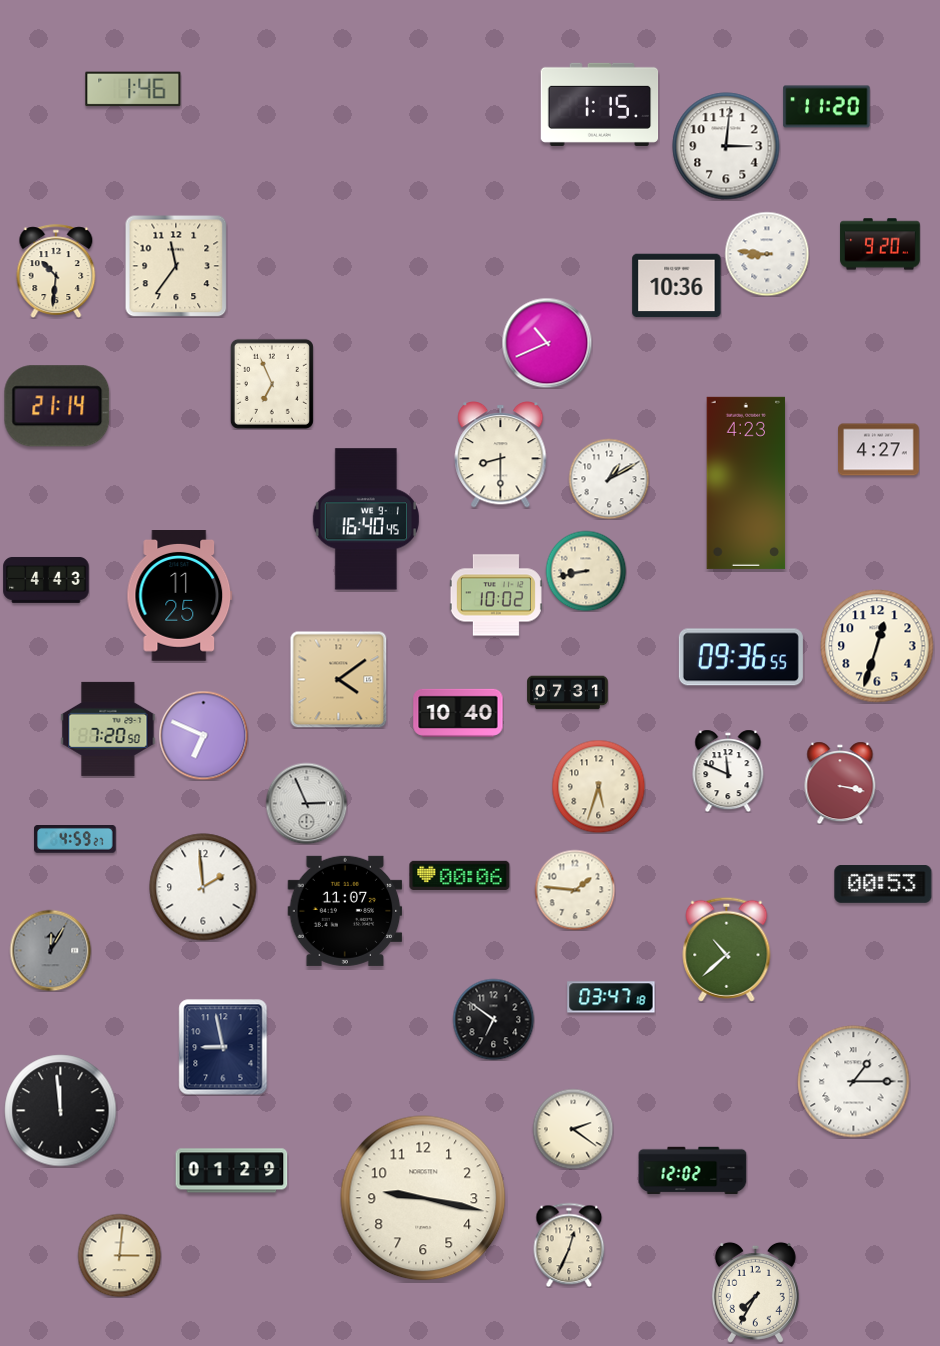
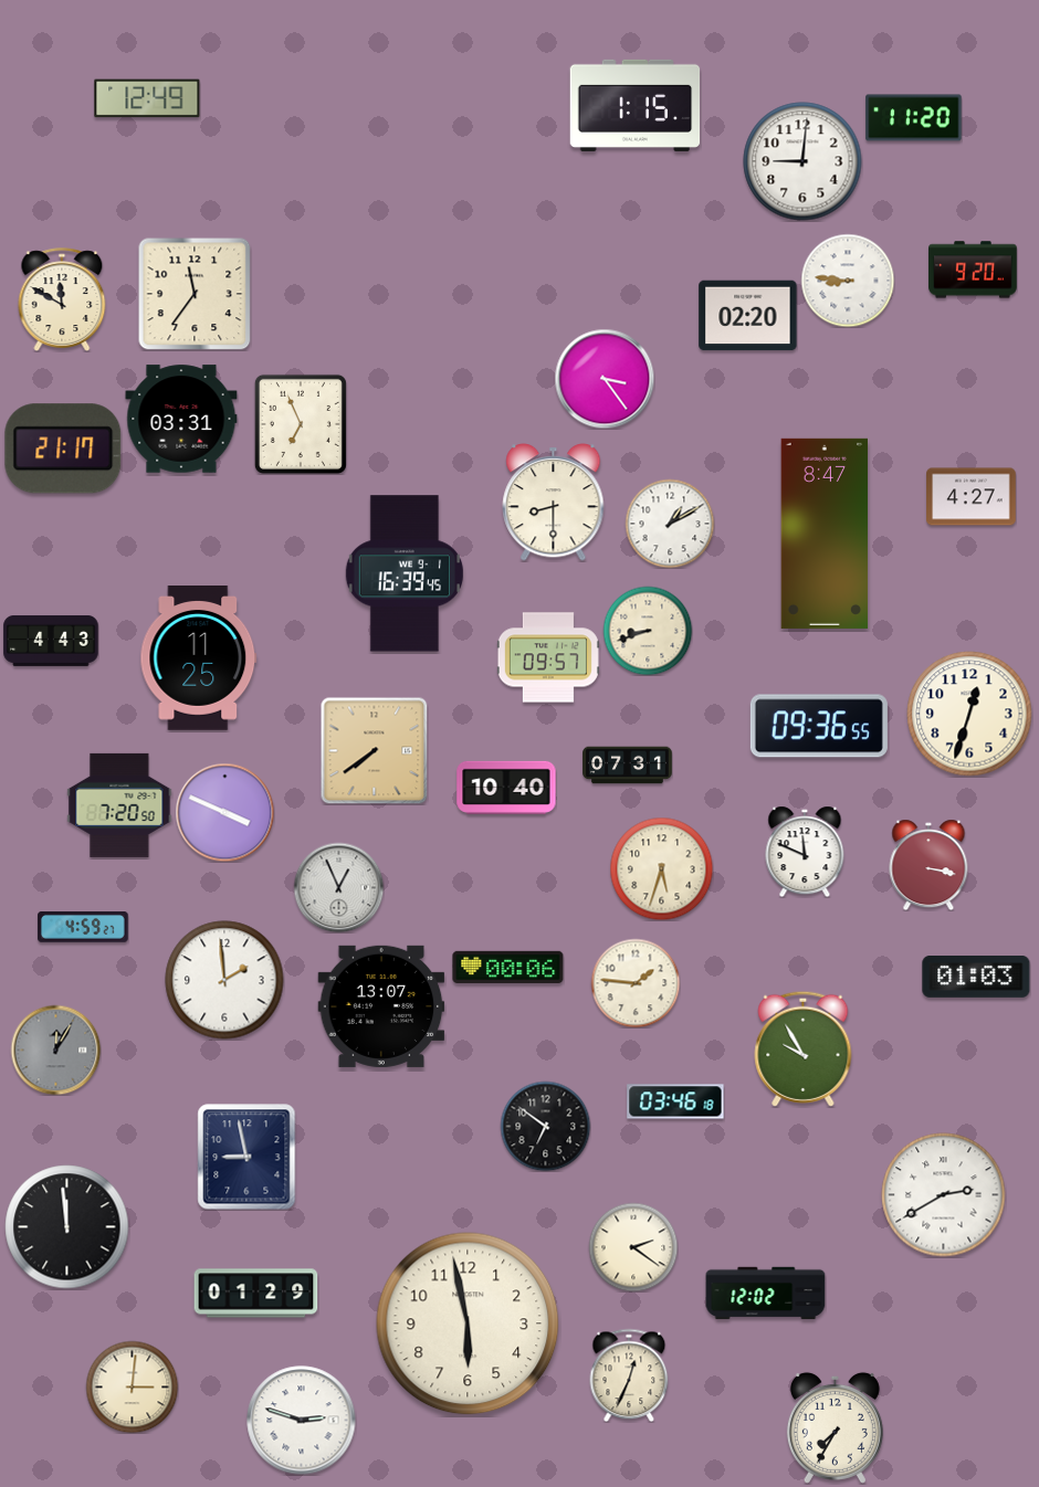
clock at (133, 89): 1:46 -> 12:49
clock at (600, 104) position: (600, 104) -> (636, 105)
clock at (726, 146): 3:01 -> 9:01
clock at (56, 271): 10:31 -> 11:50
clock at (677, 286): 10:36 -> 02:20
clock at (547, 343): 10:41 -> 3:24
clock at (181, 419): none -> 03:31
clock at (57, 406): 21:14 -> 21:17
clock at (609, 479) position: (609, 479) -> (670, 524)
clock at (746, 483): 4:23 -> 8:47
clock at (366, 519): 16:40 -> 16:39
clock at (586, 571): 8:43 -> 8:42
clock at (496, 595): 10:02 -> 09:57
clock at (338, 679): 4:09 -> 7:39
clock at (203, 735): 6:49 -> 3:49
clock at (306, 803): 2:56 -> 12:56
clock at (883, 885): 00:53 -> 01:03
clock at (345, 911): 11:07 -> 13:07
clock at (727, 949): 10:38 -> 9:55
clock at (611, 997): 03:47 -> 03:46
clock at (854, 1082): 1:15 -> 2:40
clock at (423, 1198): 9:17 -> 5:58
clock at (302, 1421): none -> 2:48
